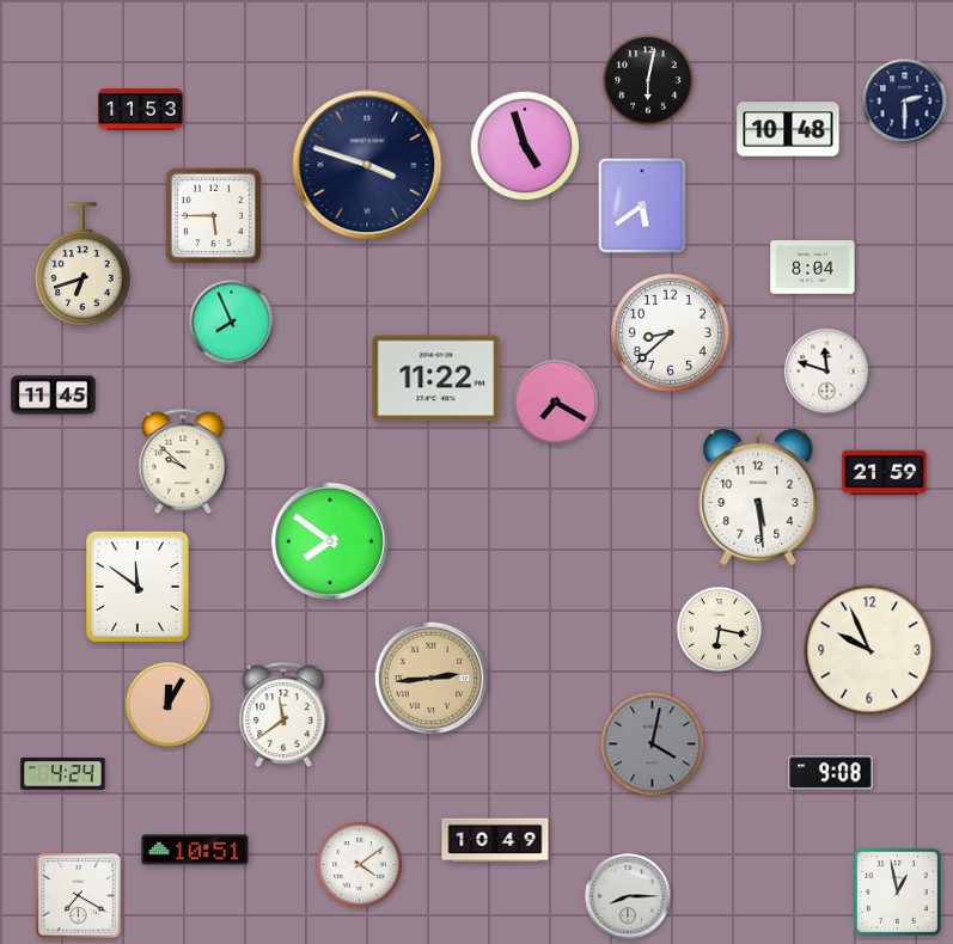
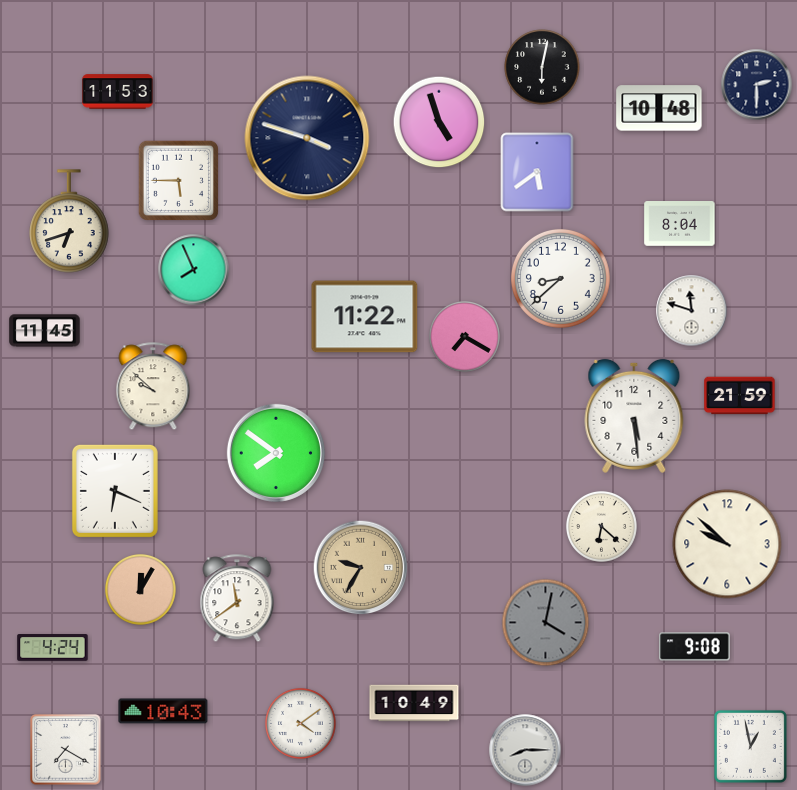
clock at (138, 587): 11:51 -> 6:19
clock at (719, 629): 6:17 -> 6:22
clock at (869, 650): 9:56 -> 9:52
clock at (432, 679): 2:44 -> 9:35
clock at (195, 850): 10:51 -> 10:43
